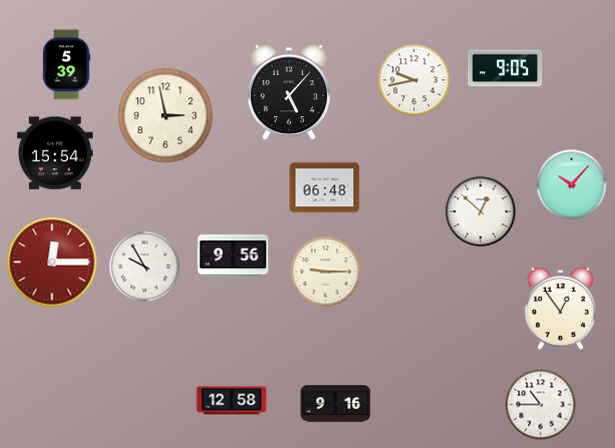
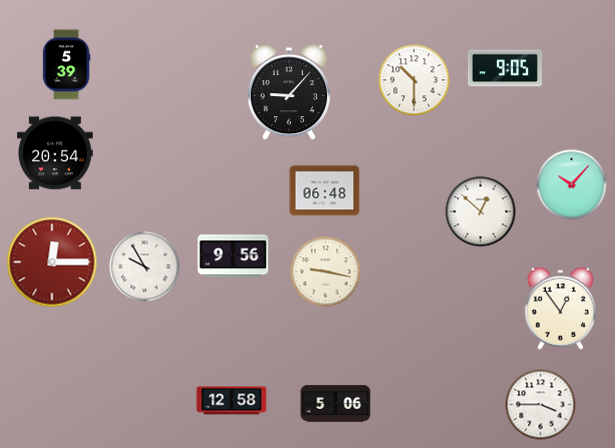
clock at (414, 80): 9:43 -> 10:30
clock at (288, 92): 5:07 -> 9:07
clock at (166, 116): 2:58 -> none
clock at (56, 153): 15:54 -> 20:54
clock at (325, 188) position: (325, 188) -> (325, 191)
clock at (326, 272): 9:15 -> 9:17
clock at (336, 404): 9:16 -> 5:06
clock at (541, 405): 10:45 -> 3:45
